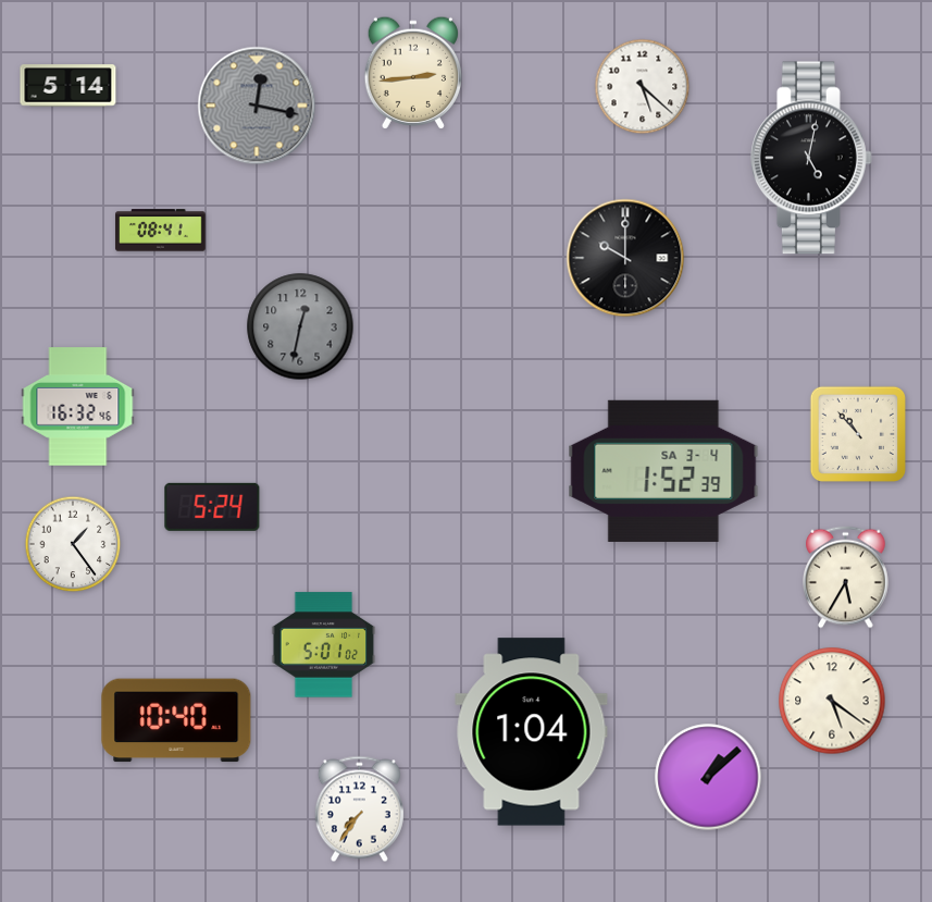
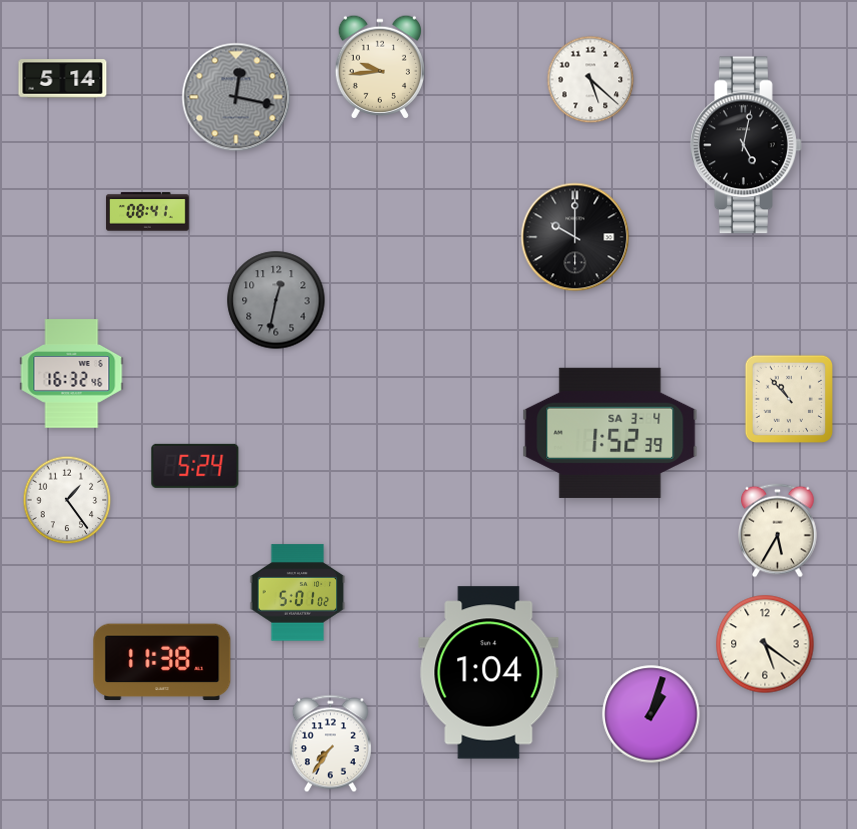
clock at (412, 73): 2:44 -> 9:44
clock at (176, 720): 10:40 -> 11:38
clock at (708, 777): 1:08 -> 1:03
